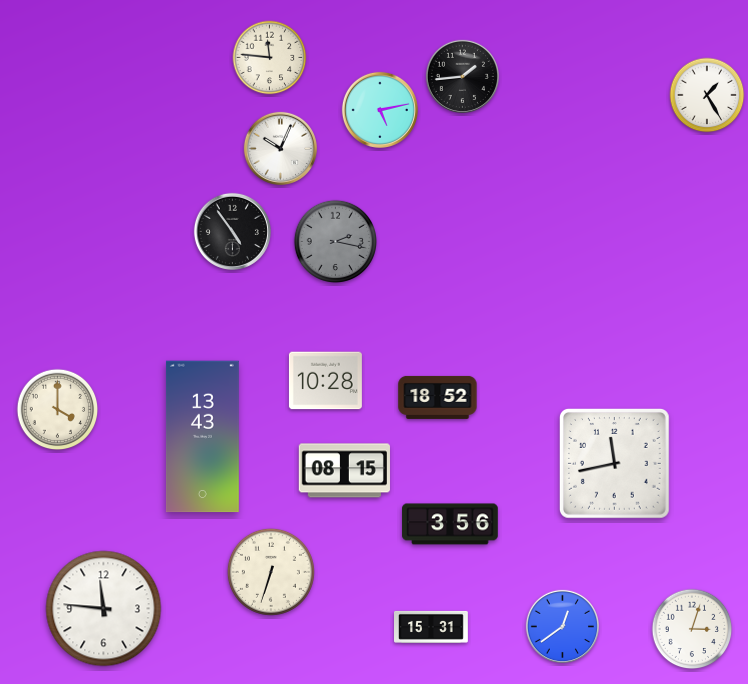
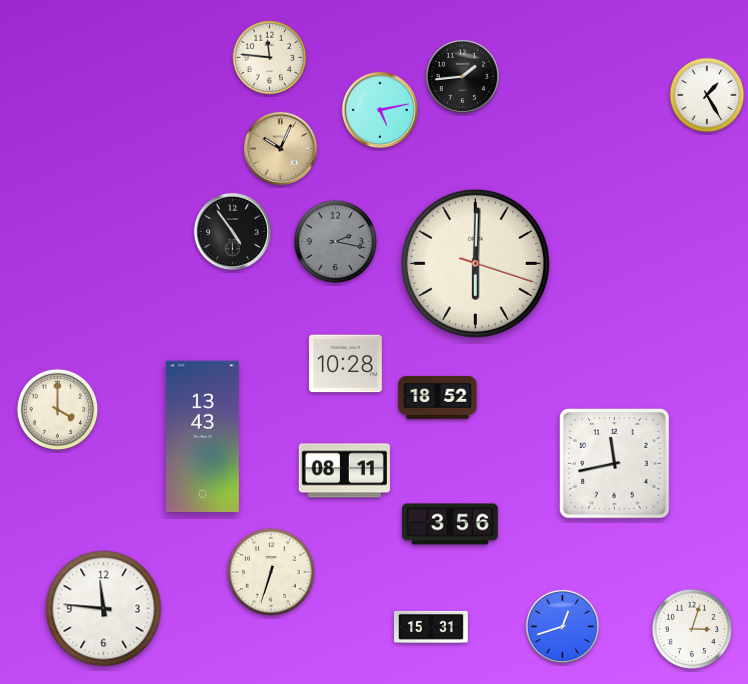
clock at (280, 148) dial: white -> champagne
clock at (475, 263): none -> 6:00
clock at (325, 381) position: (325, 381) -> (345, 364)
clock at (344, 471): 08:15 -> 08:11
clock at (562, 626): 12:39 -> 12:42
